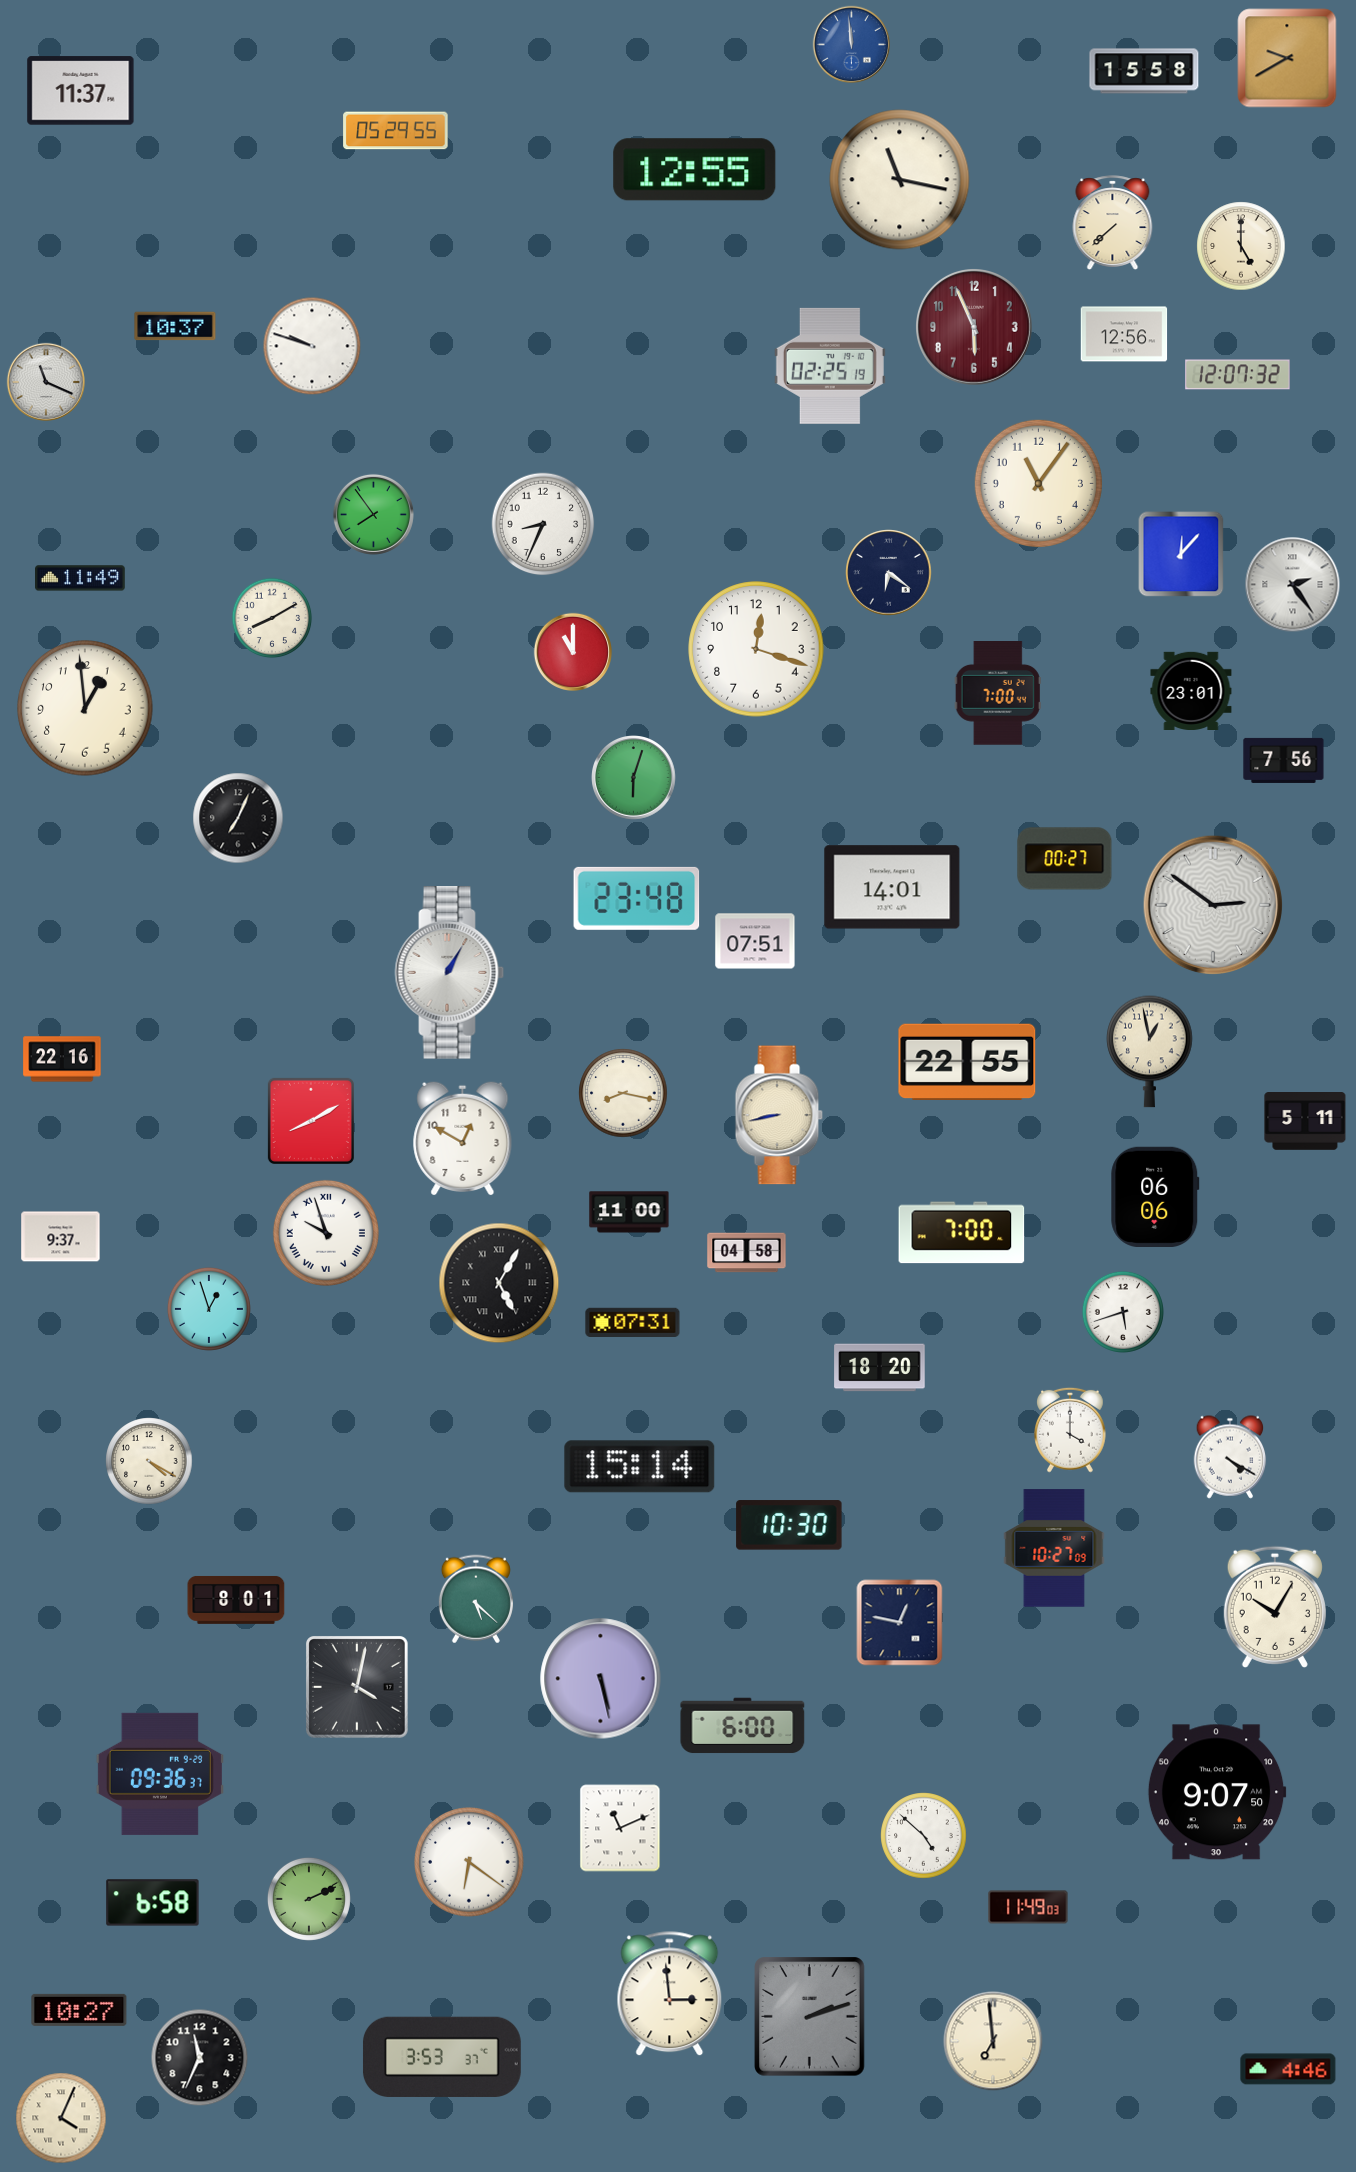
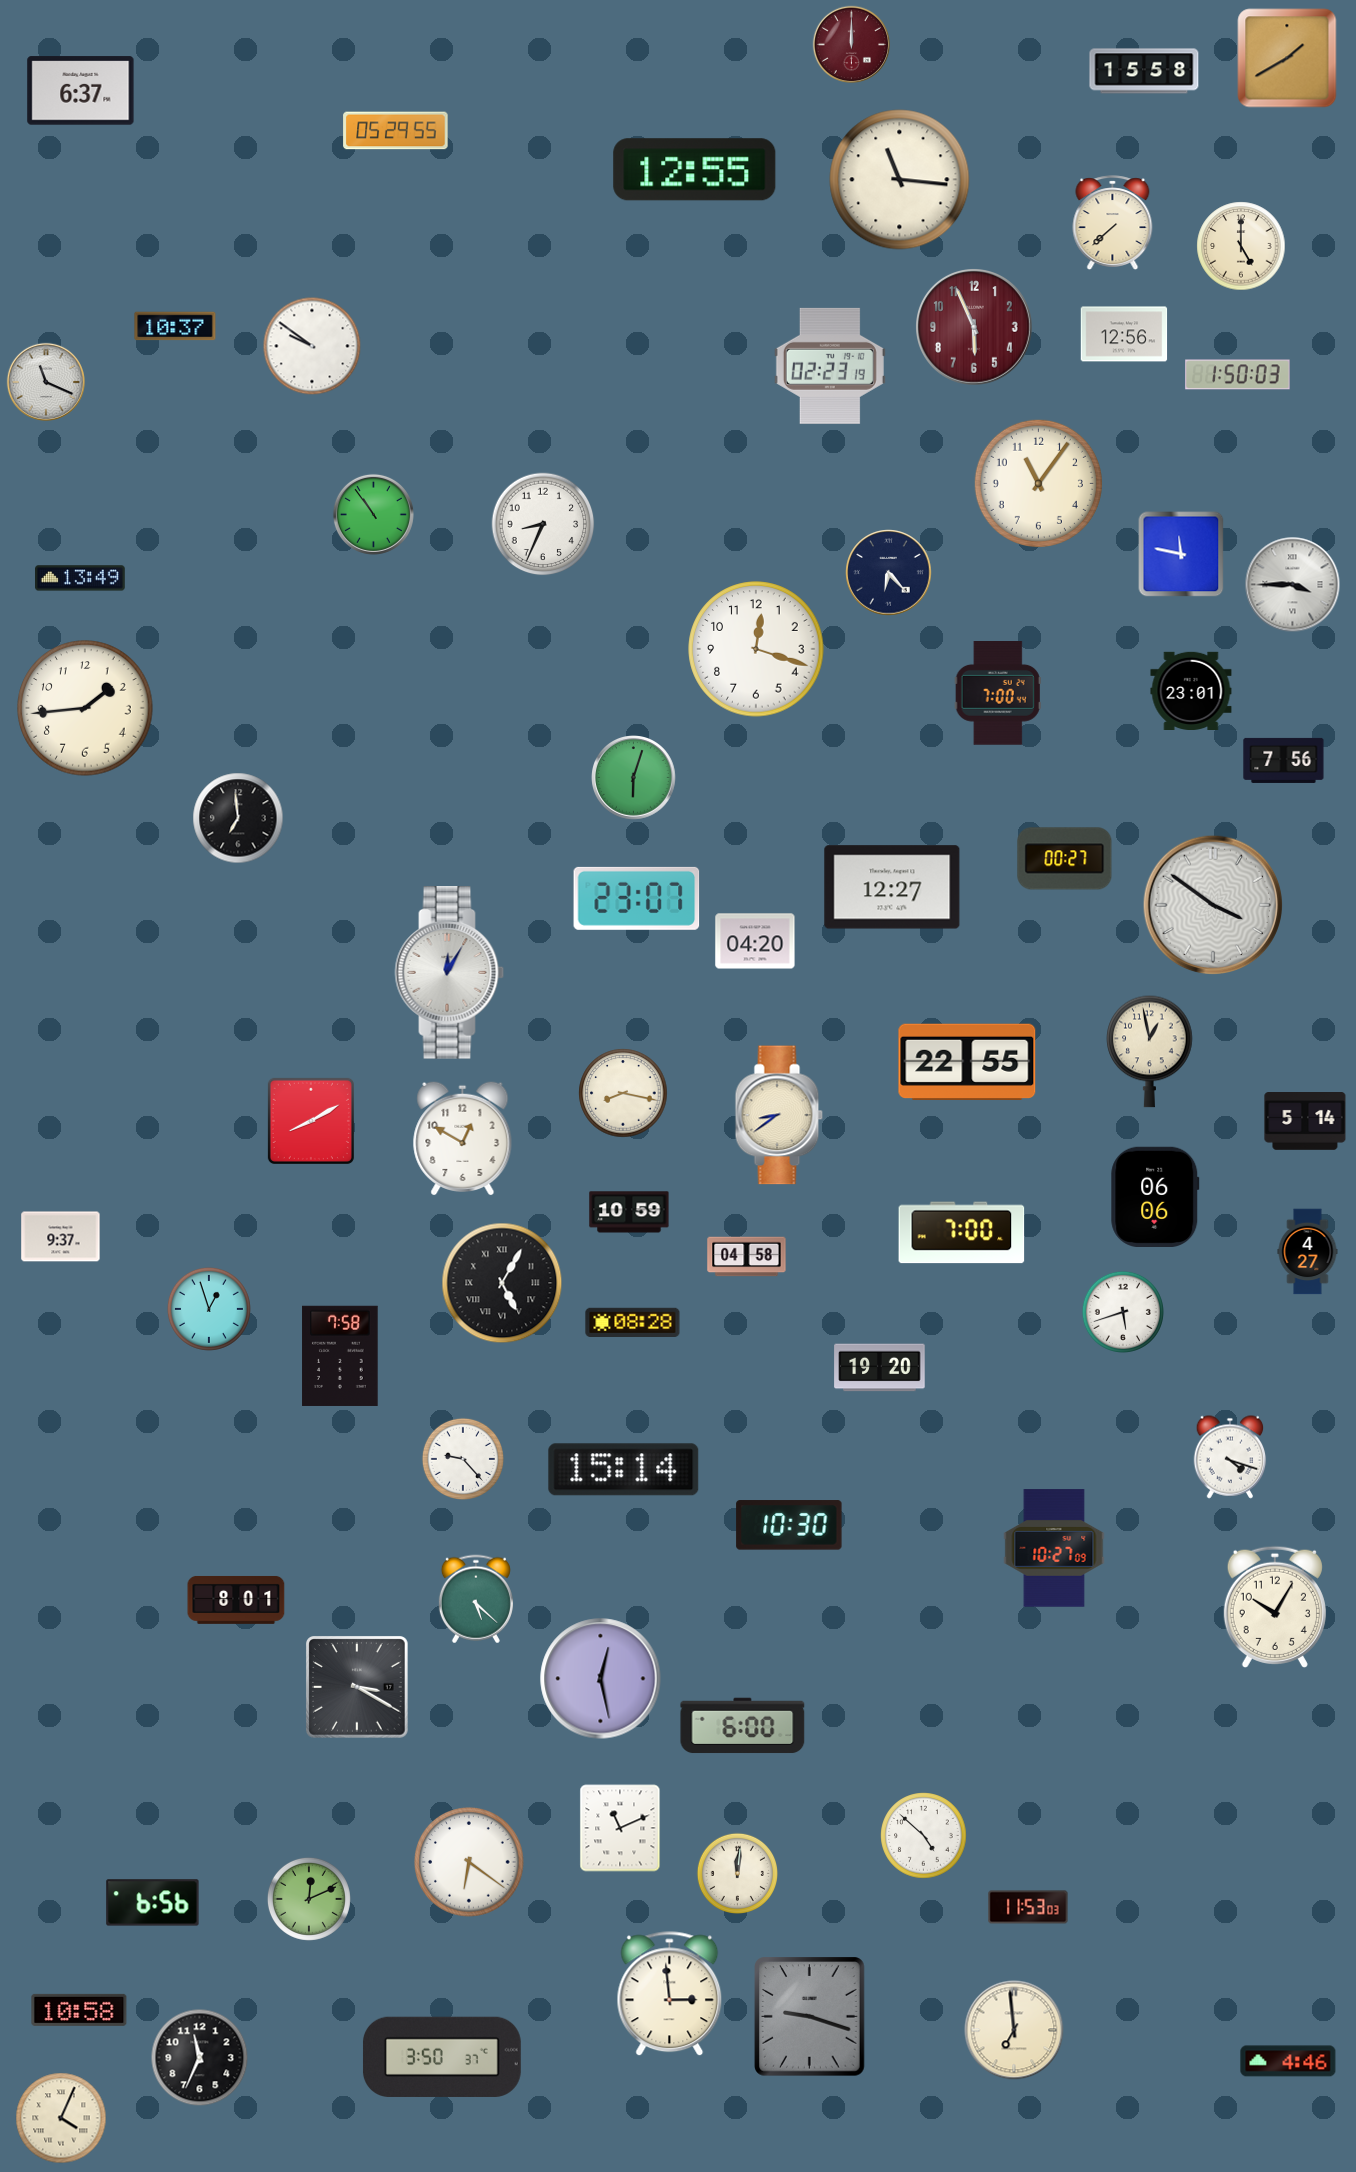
clock at (852, 45): 11:59 -> 12:00
clock at (852, 45) dial: blue -> burgundy
clock at (1287, 58): 9:40 -> 1:40
clock at (81, 91): 11:37 -> 6:37
clock at (900, 180): 11:17 -> 11:16
clock at (312, 346): 9:48 -> 9:51
clock at (830, 366): 02:25 -> 02:23
clock at (1238, 375): 12:07 -> 1:50
clock at (373, 514): 7:54 -> 10:54
clock at (1181, 554): 12:07 -> 11:47
clock at (889, 573): 6:21 -> 6:23
clock at (81, 578): 11:49 -> 13:49
clock at (1293, 585): 2:24 -> 3:45
clock at (272, 618): 8:10 -> none
clock at (572, 651): 11:00 -> none
clock at (85, 708): 12:59 -> 1:44
clock at (238, 818): 7:04 -> 6:59
clock at (892, 887): 14:01 -> 12:27
clock at (637, 898): 23:48 -> 23:07
clock at (1212, 904): 2:51 -> 3:51
clock at (755, 941): 07:51 -> 04:20
clock at (450, 973): 1:05 -> 12:05
clock at (62, 1059): 22:16 -> none
clock at (779, 1115): 8:43 -> 8:39
clock at (1305, 1122): 5:11 -> 5:14
clock at (629, 1212): 11:00 -> 10:59
clock at (326, 1233): 9:57 -> none
clock at (1308, 1252): none -> 4:27
clock at (747, 1253) position: (747, 1253) -> (747, 1257)
clock at (499, 1283) position: (499, 1283) -> (502, 1283)
clock at (633, 1323): 07:31 -> 08:28
clock at (340, 1355): none -> 7:58
clock at (880, 1368): 18:20 -> 19:20
clock at (1071, 1430): 4:00 -> none
clock at (1230, 1457): 4:20 -> 4:18
clock at (463, 1459): none -> 9:23
clock at (149, 1461): 4:20 -> none
clock at (640, 1467) position: (640, 1467) -> (624, 1470)
clock at (900, 1623): 12:47 -> none
clock at (601, 1679): 5:28 -> 12:28
clock at (358, 1688): 4:02 -> 3:20
clock at (160, 1774): 09:36 -> none
clock at (1217, 1792): 9:07 -> none
clock at (737, 1873): none -> 12:01
clock at (309, 1899): 2:11 -> 12:11
clock at (153, 1903): 6:58 -> 6:56
clock at (1028, 1907): 11:49 -> 11:53
clock at (79, 2010): 10:27 -> 10:58
clock at (810, 2017): 2:12 -> 9:18
clock at (993, 2041) position: (993, 2041) -> (1014, 2030)
clock at (442, 2057): 3:53 -> 3:50
clock at (1288, 2069) position: (1288, 2069) -> (1288, 2061)
